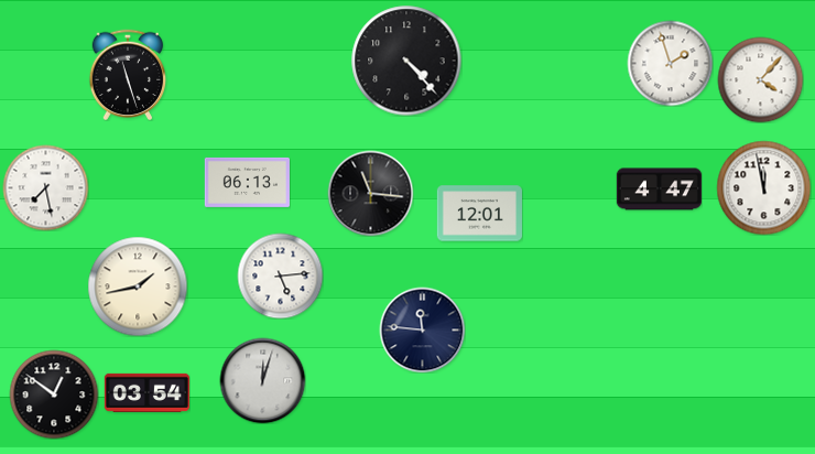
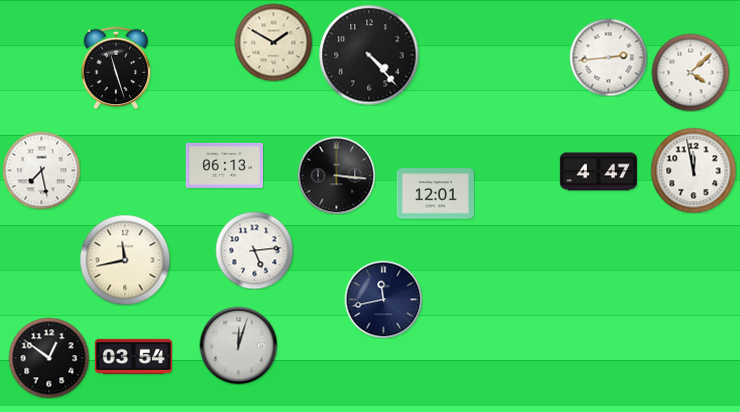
clock at (273, 42): none -> 1:50
clock at (670, 63): 1:57 -> 2:44
clock at (760, 79): 4:07 -> 4:08
clock at (370, 193): 11:16 -> 3:16
clock at (138, 287): 1:43 -> 11:43
clock at (422, 329): 11:46 -> 11:43
